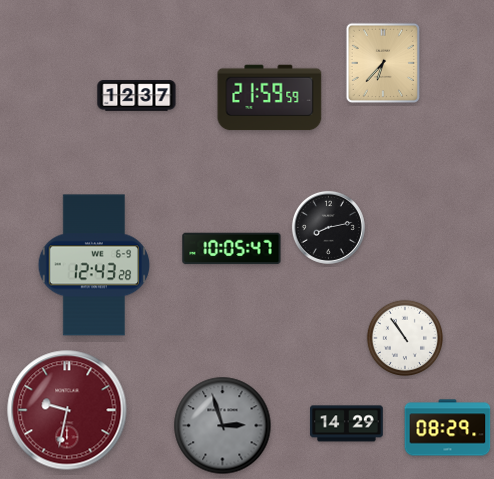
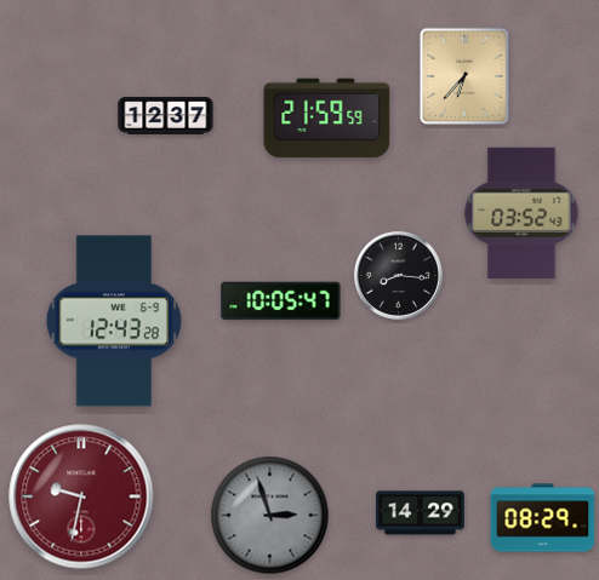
clock at (521, 212): none -> 03:52
clock at (328, 227): 8:13 -> 8:16
clock at (405, 338): 10:54 -> none
